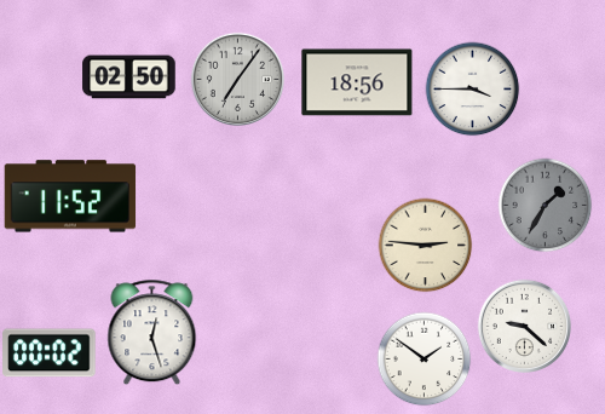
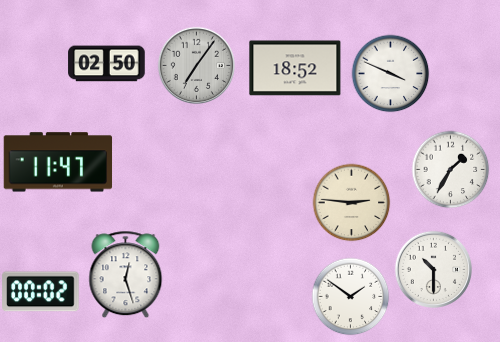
clock at (357, 82): 18:56 -> 18:52
clock at (472, 88): 3:45 -> 3:49
clock at (70, 196): 11:52 -> 11:47
clock at (544, 205) dial: grey -> white
clock at (524, 326): 9:22 -> 10:30
